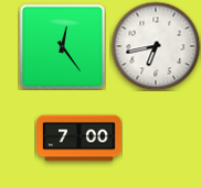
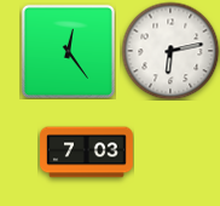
clock at (156, 46): 6:43 -> 6:13
clock at (80, 139): 7:00 -> 7:03
